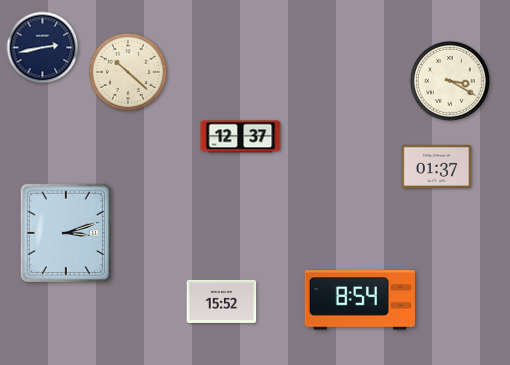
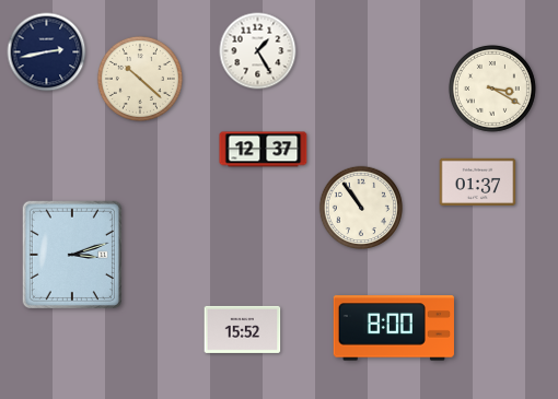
clock at (258, 51): none -> 1:25
clock at (360, 207): none -> 10:54
clock at (360, 300): 8:54 -> 8:00
